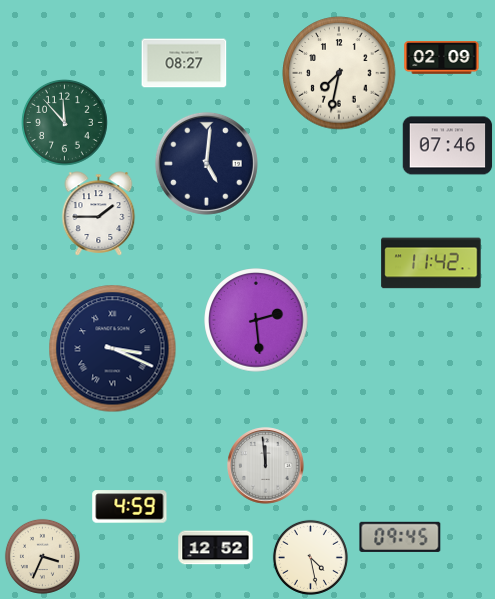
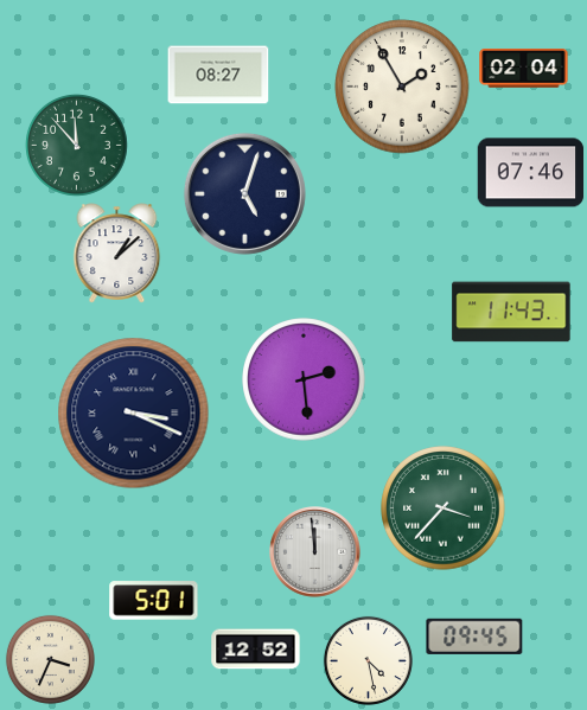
clock at (442, 58): 02:09 -> 02:04
clock at (339, 73): 7:32 -> 1:55
clock at (206, 163): 5:01 -> 5:03
clock at (99, 214): 1:45 -> 1:08
clock at (431, 263): 11:42 -> 11:43
clock at (444, 508): none -> 3:37
clock at (130, 507): 4:59 -> 5:01
